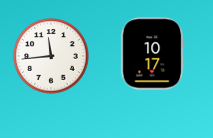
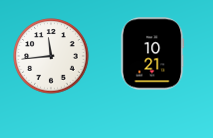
clock at (153, 54): 10:17 -> 10:21
